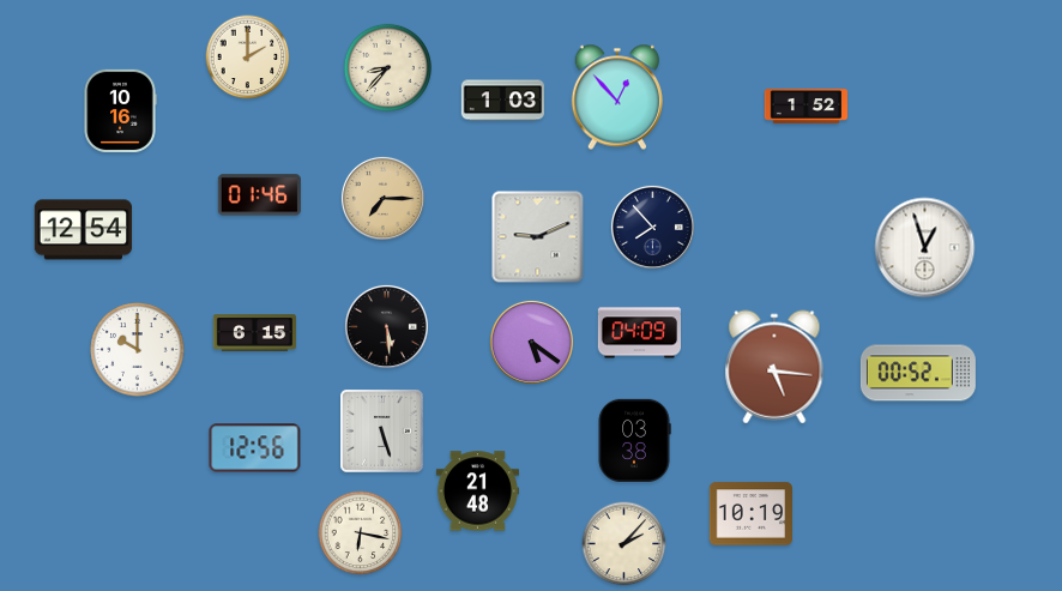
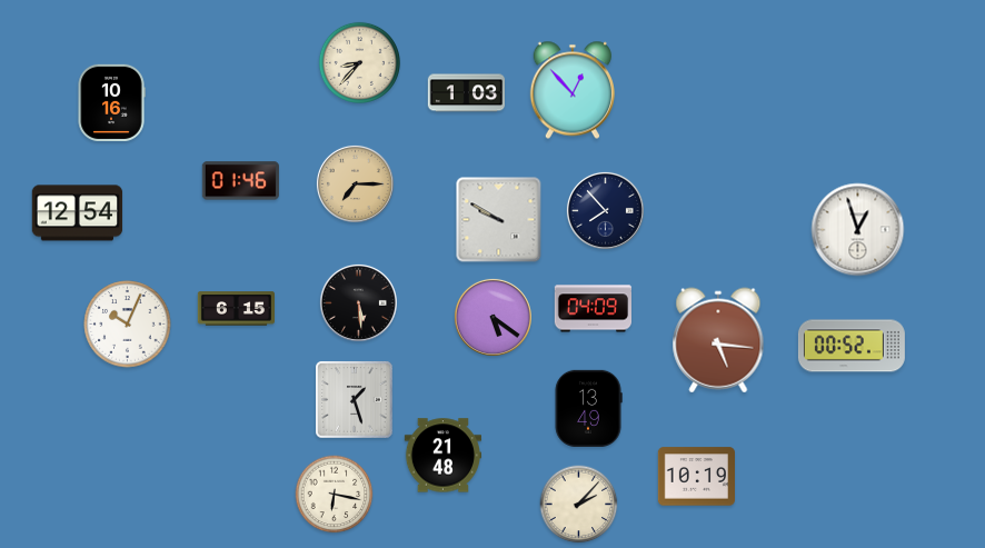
clock at (248, 58): 2:00 -> none
clock at (807, 107): 1:52 -> none
clock at (538, 237): 9:11 -> 9:50
clock at (138, 350): 10:00 -> 10:04
clock at (382, 432): 5:27 -> 1:27
clock at (634, 440): 03:38 -> 13:49
clock at (255, 448): 12:56 -> none
